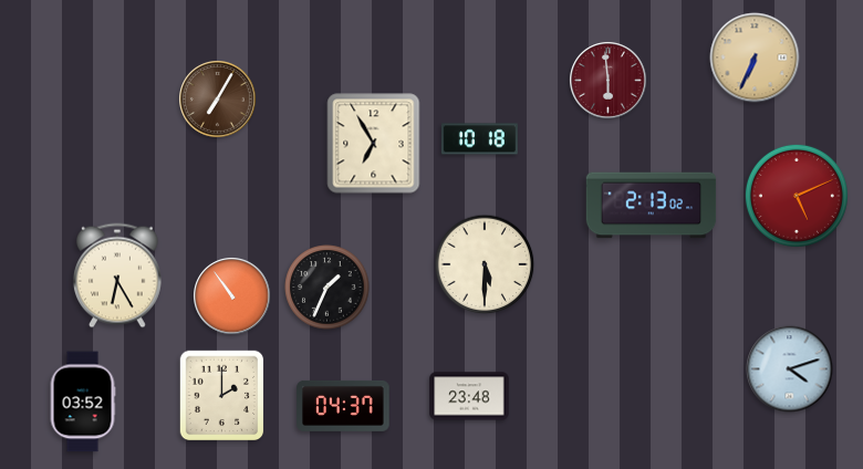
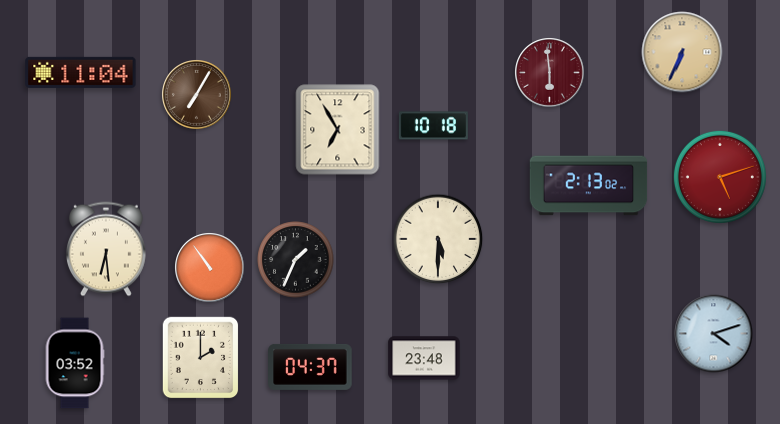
clock at (81, 72): none -> 11:04
clock at (218, 100) position: (218, 100) -> (197, 95)
clock at (797, 196): 5:11 -> 5:12
clock at (117, 275): 6:25 -> 6:29
